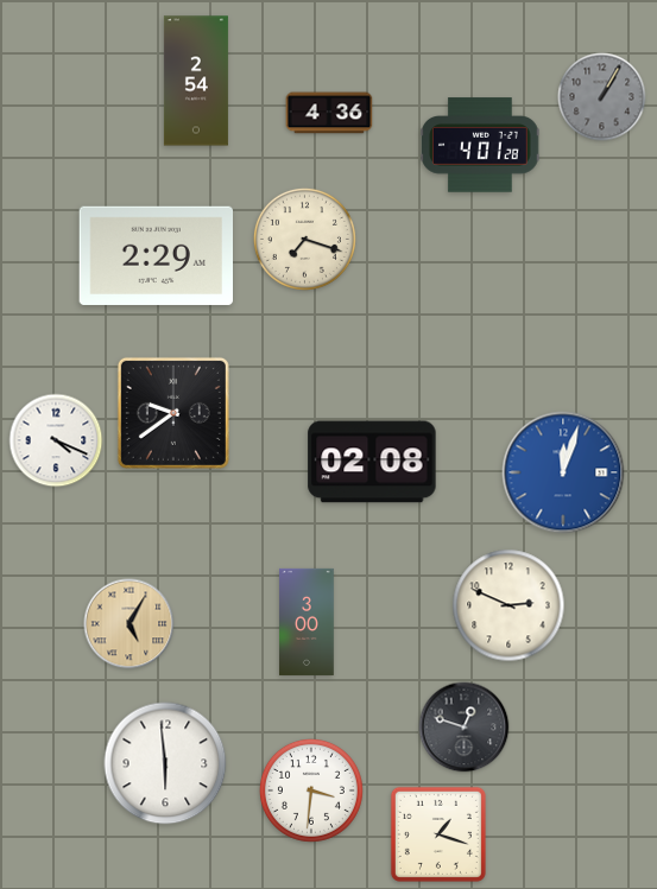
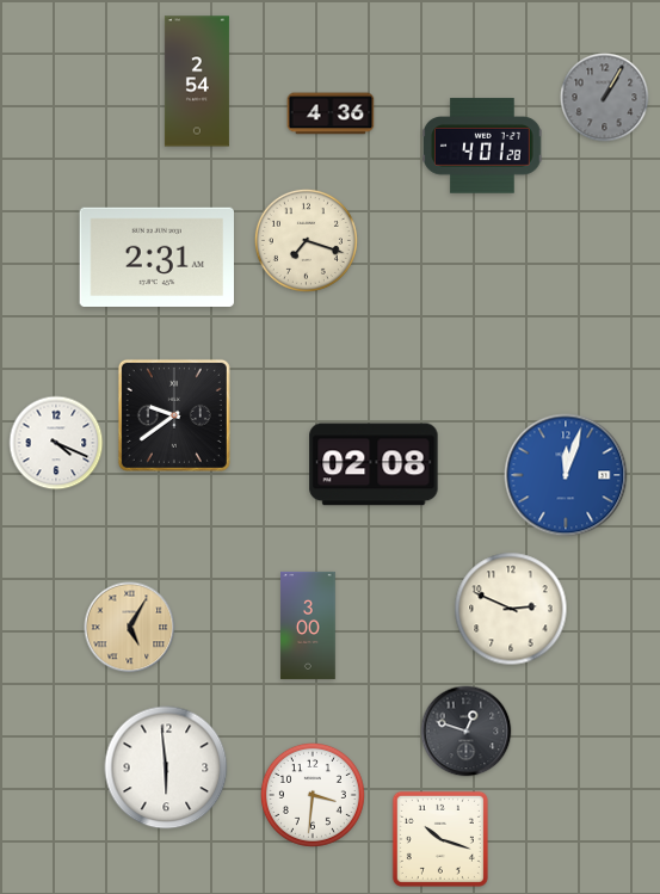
clock at (157, 255): 2:29 -> 2:31
clock at (438, 834): 1:18 -> 10:18
